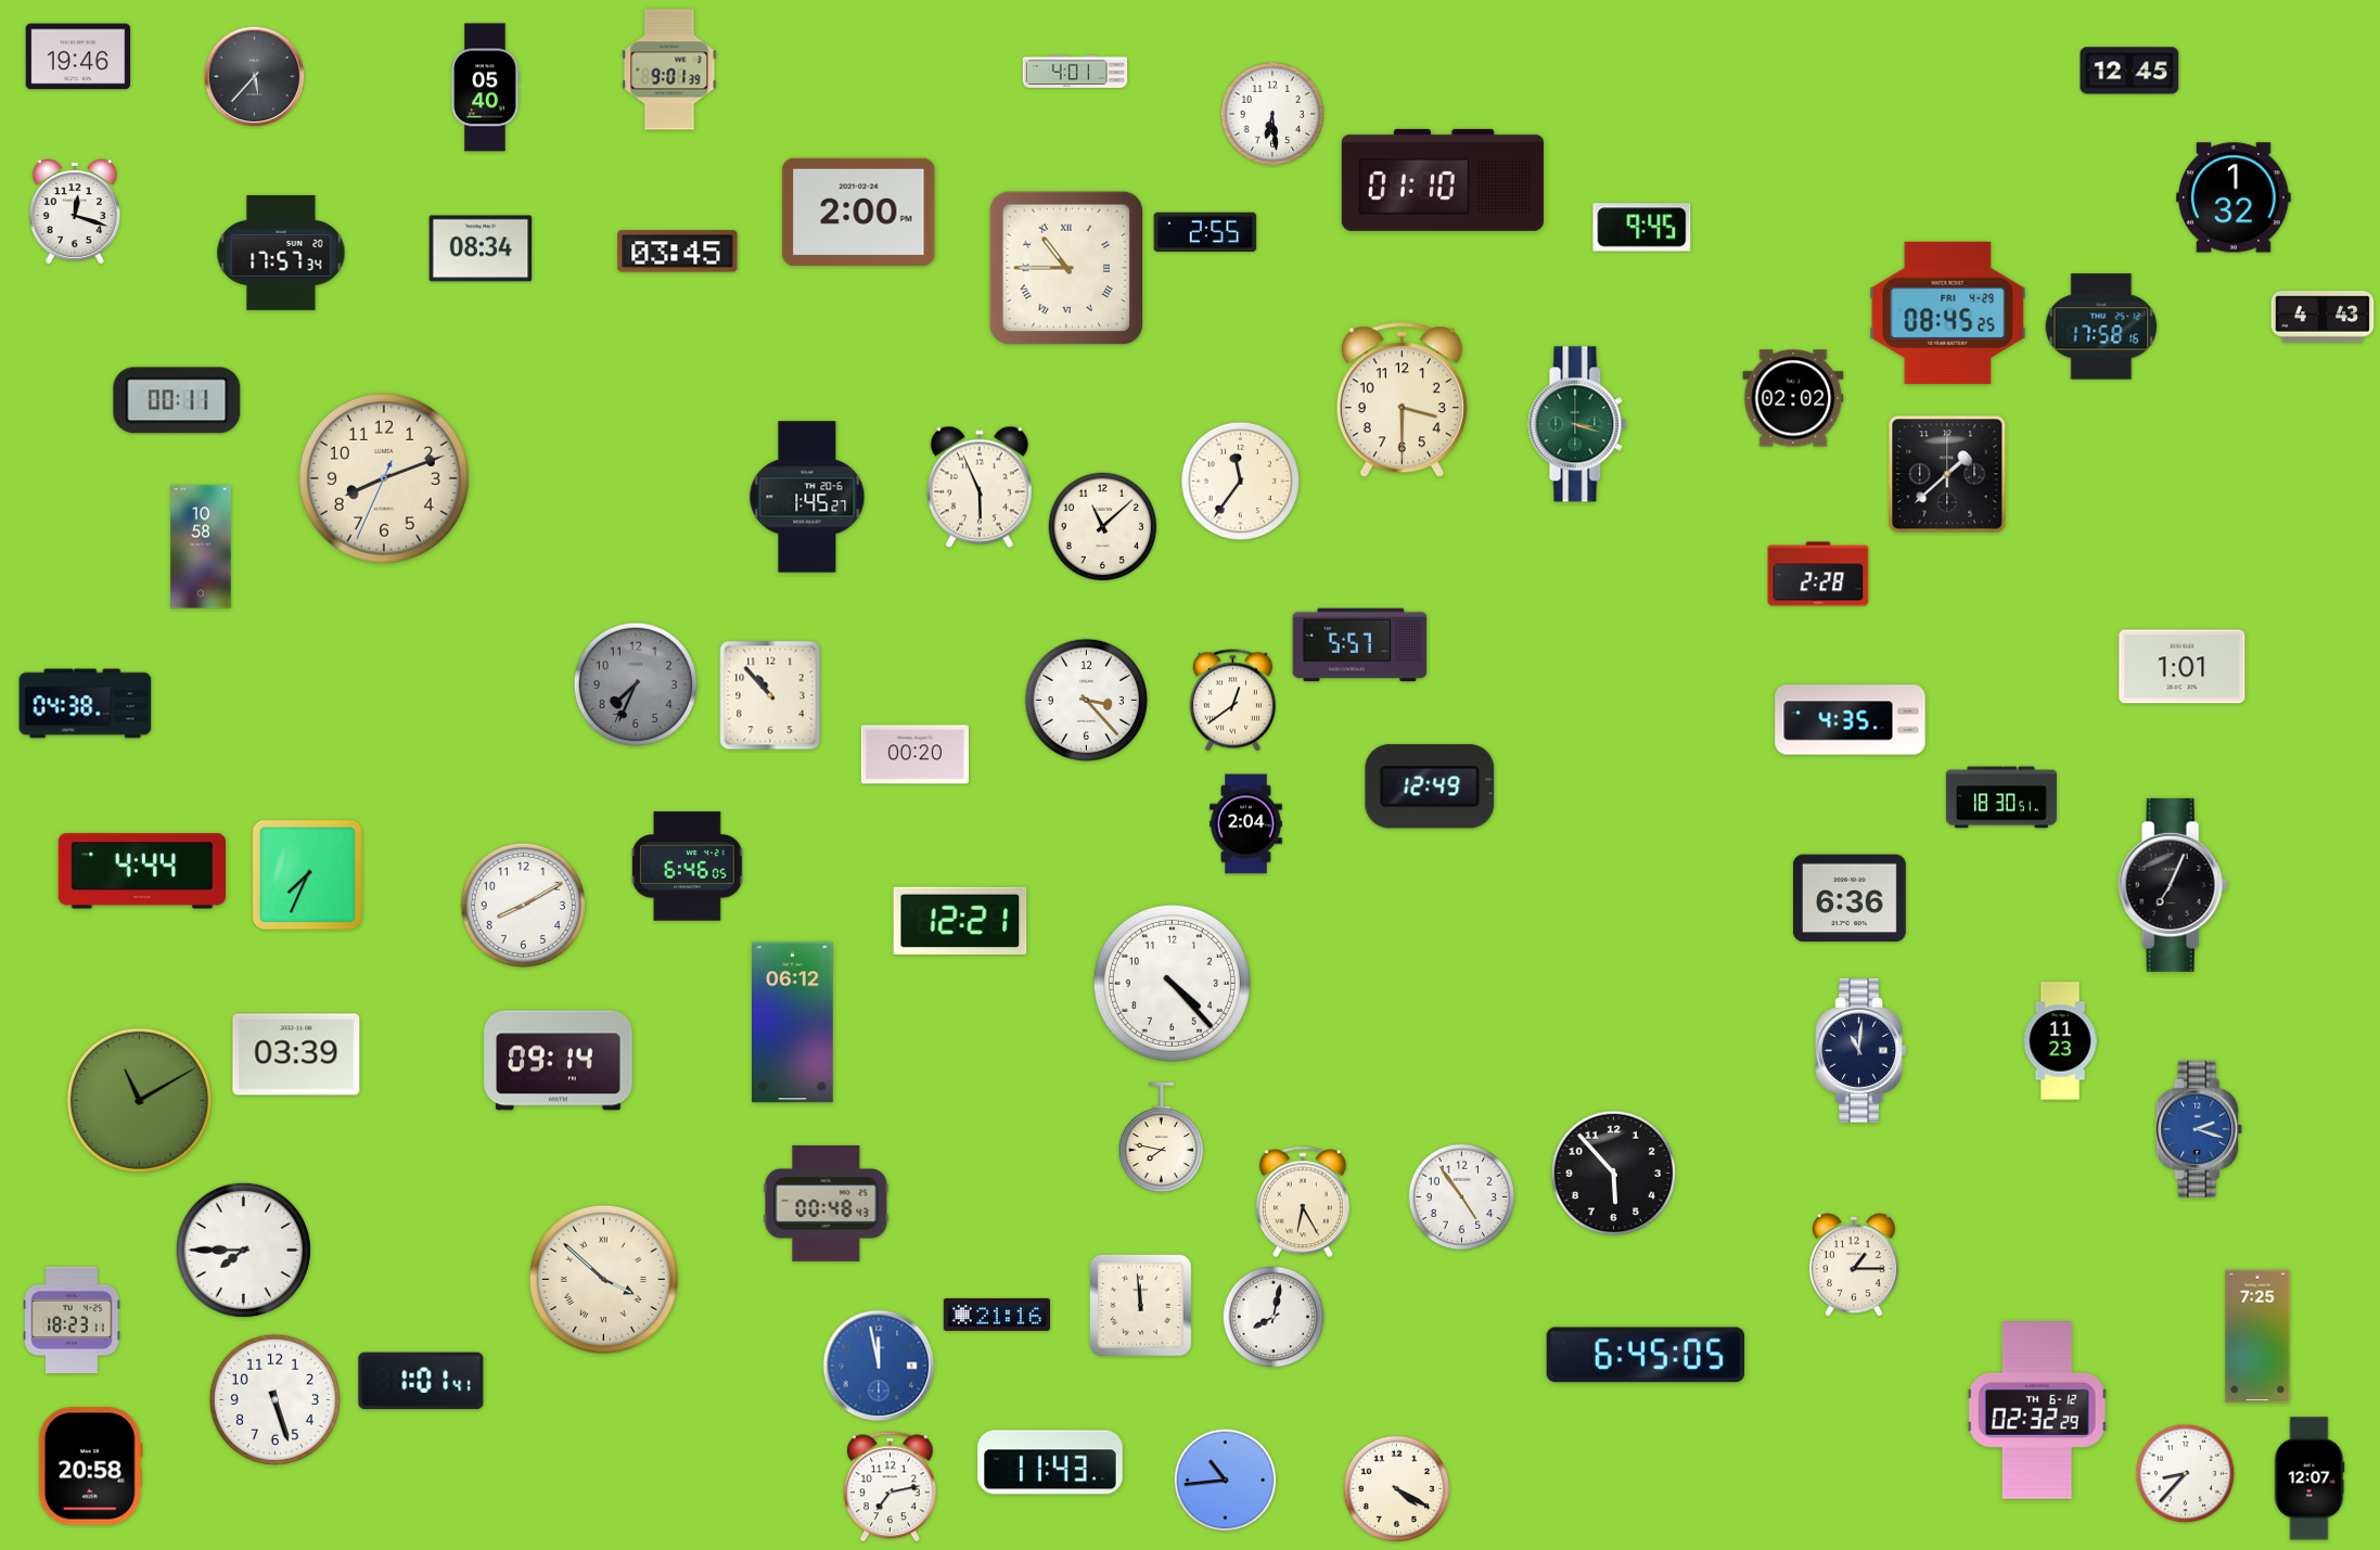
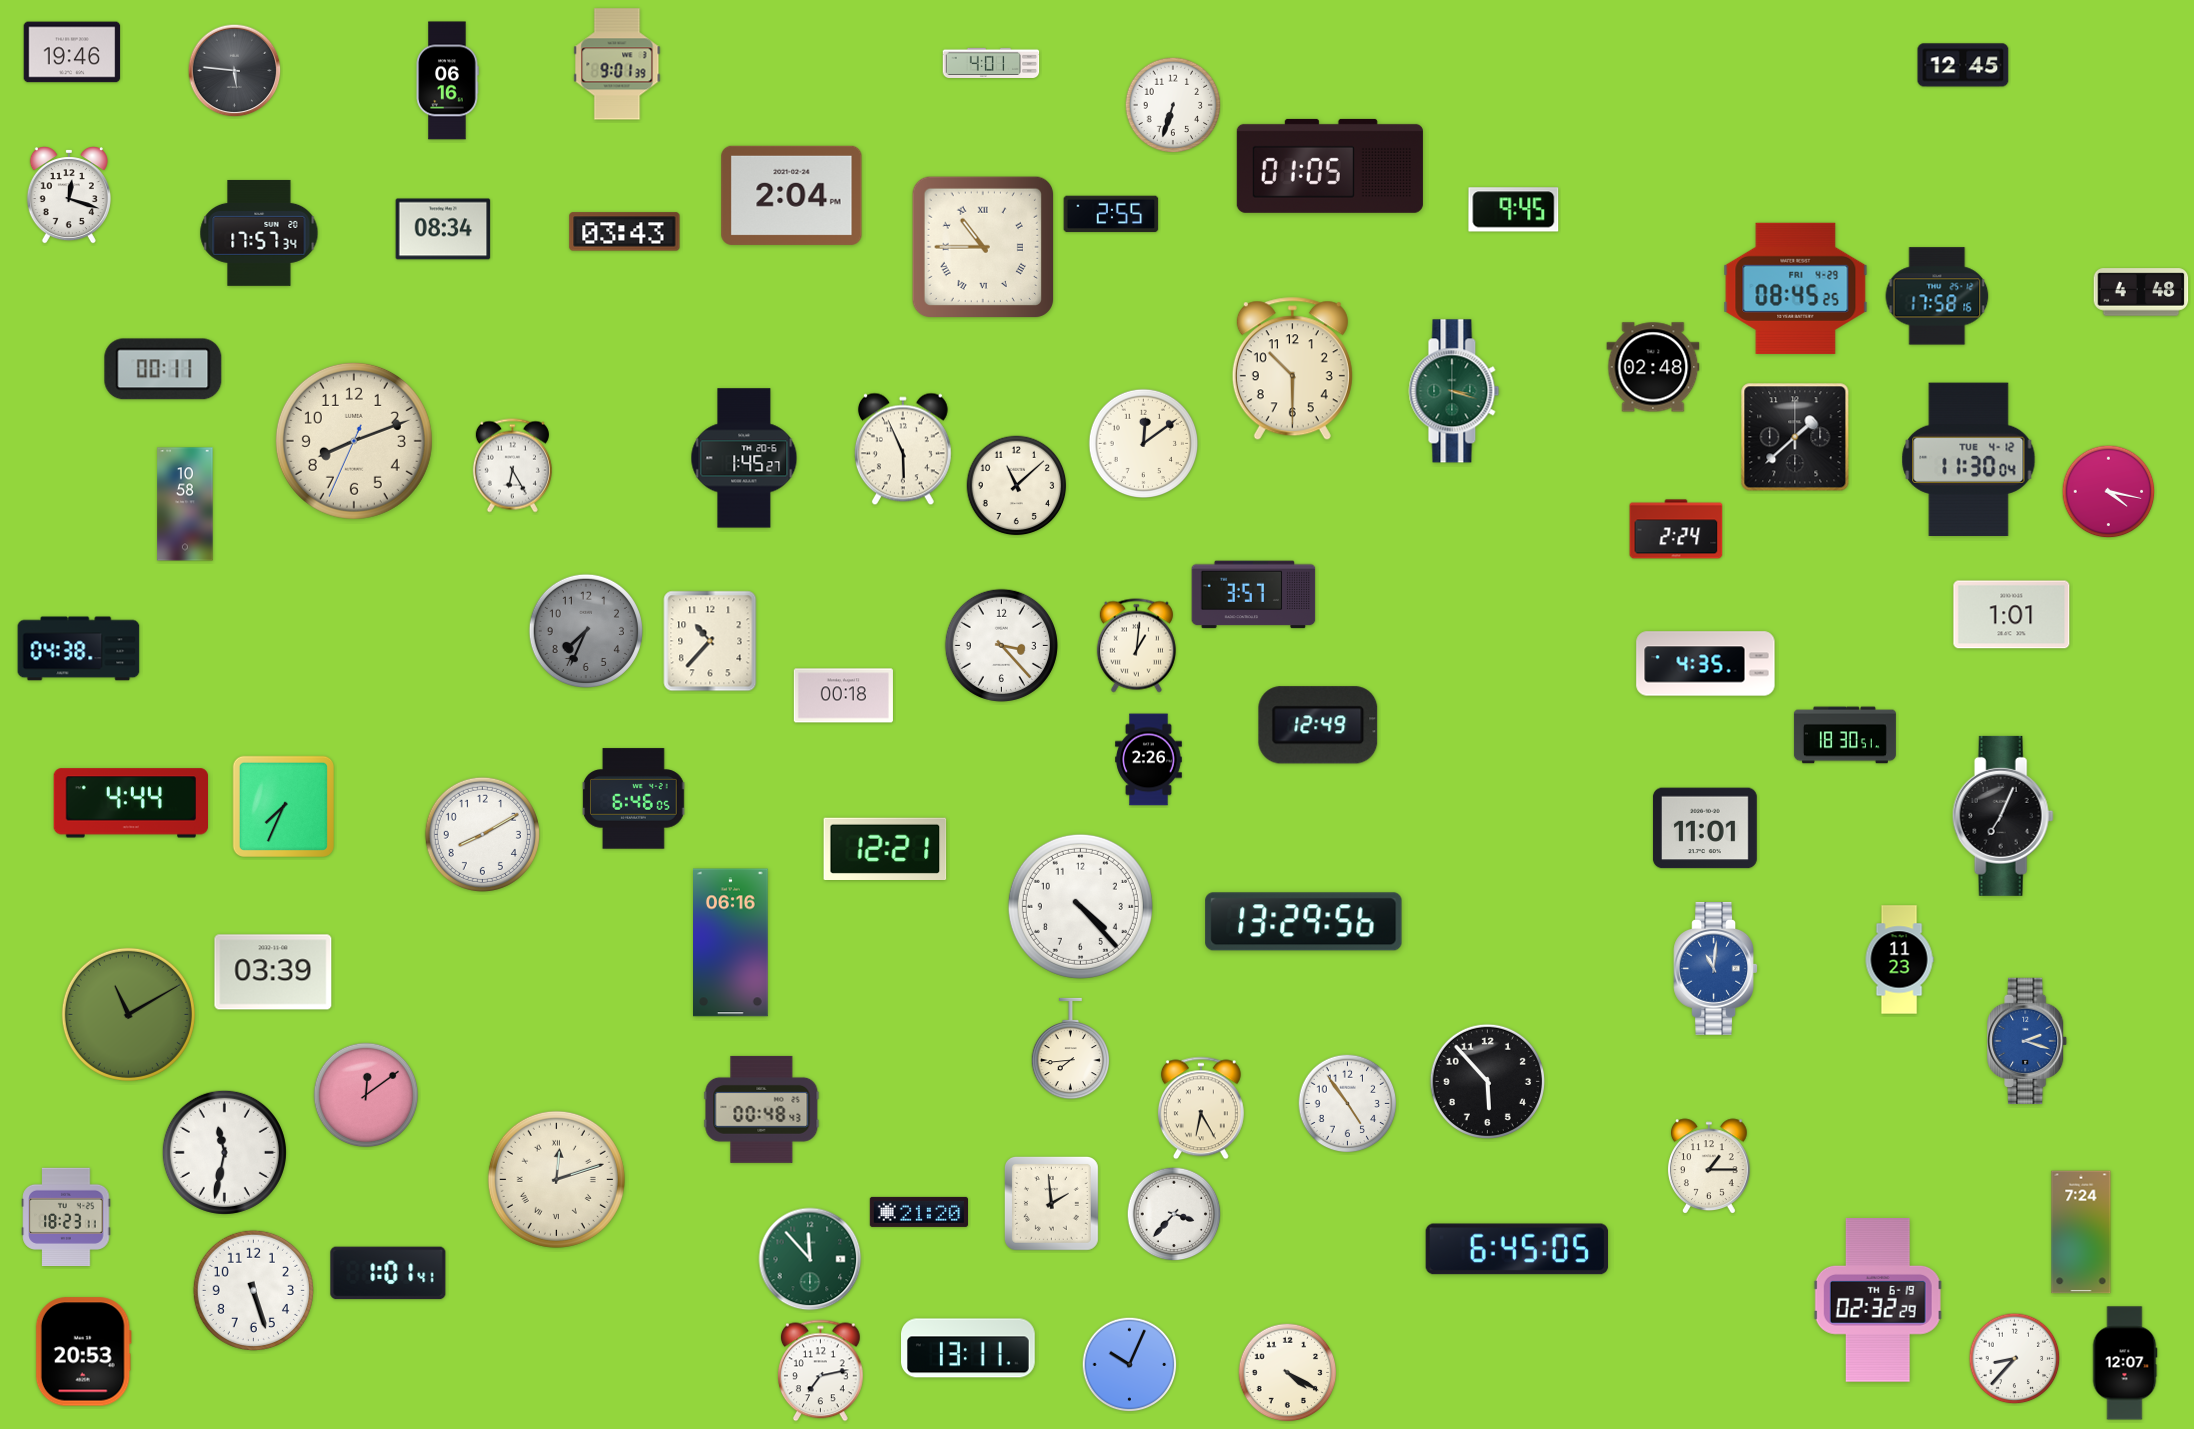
clock at (1075, 71) position: (1075, 71) -> (991, 62)
clock at (255, 77): 5:37 -> 5:46
clock at (485, 88): 05:40 -> 06:16
clock at (1272, 114): 6:29 -> 6:33
clock at (1443, 180): 01:10 -> 01:05
clock at (2234, 197): 1:32 -> none
clock at (859, 212): 2:00 -> 2:04
clock at (678, 252): 03:45 -> 03:43
clock at (2323, 317): 4:43 -> 4:48
clock at (2101, 326) position: (2101, 326) -> (1937, 296)
clock at (1793, 398): 02:02 -> 02:48
clock at (1402, 400): 3:30 -> 10:30
clock at (1240, 481): 11:36 -> 12:09
clock at (1969, 459): none -> 11:30
clock at (512, 466): none -> 6:25
clock at (2109, 492): none -> 4:17
clock at (1818, 574): 2:28 -> 2:24
clock at (1360, 645): 5:57 -> 3:57
clock at (770, 695): 10:53 -> 10:37
clock at (1232, 701): 12:39 -> 1:01
clock at (914, 755): 00:20 -> 00:18
clock at (1246, 824): 2:04 -> 2:26
clock at (1850, 898): 6:36 -> 11:01
clock at (1304, 922): none -> 13:29
clock at (793, 1023): 06:12 -> 06:16
clock at (1860, 1050) dial: navy -> blue
clock at (559, 1061): 09:14 -> none
clock at (1161, 1138): 7:47 -> 7:44
clock at (366, 1095): none -> 12:09
clock at (243, 1250): 7:45 -> 11:32
clock at (603, 1279): 3:52 -> 12:12
clock at (1140, 1305): 11:59 -> 1:59
clock at (996, 1315): 21:16 -> 21:20
clock at (1274, 1317): 8:02 -> 3:37
clock at (2257, 1336): 7:25 -> 7:24
clock at (879, 1366): 11:58 -> 11:53
clock at (879, 1366) dial: blue -> green
clock at (2037, 1410) date: TH 6-12 -> TH 6-19
clock at (1051, 1462): 11:43 -> 13:11
clock at (90, 1466): 20:58 -> 20:53
clock at (2309, 1478) position: (2309, 1478) -> (2125, 1363)
clock at (1226, 1481): 10:44 -> 10:04
